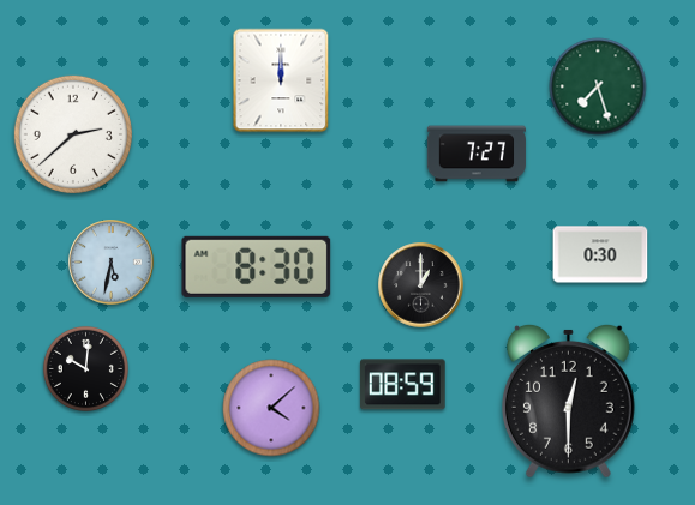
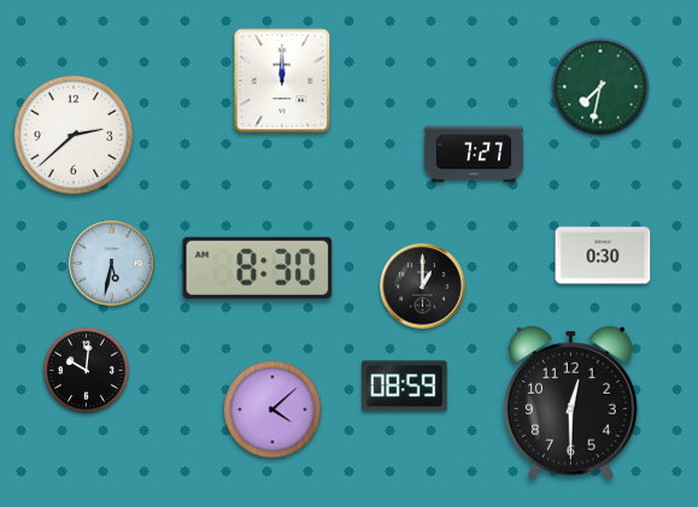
clock at (598, 86): 7:27 -> 7:32
clock at (477, 154) position: (477, 154) -> (474, 154)
